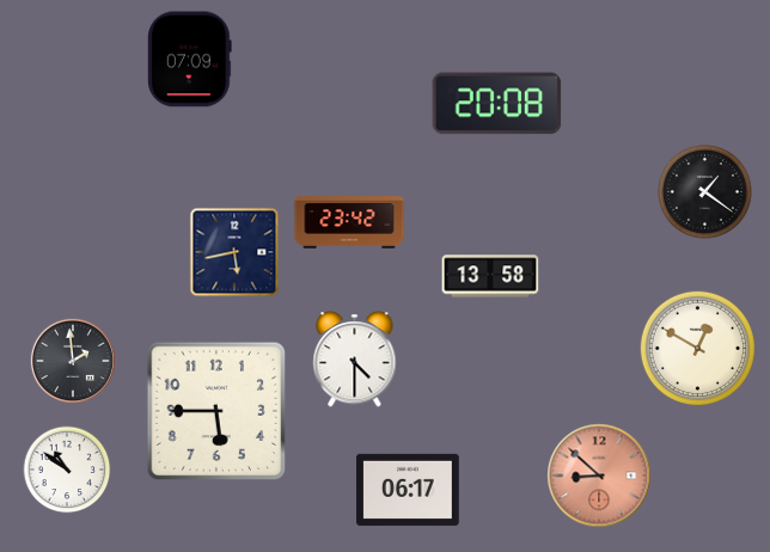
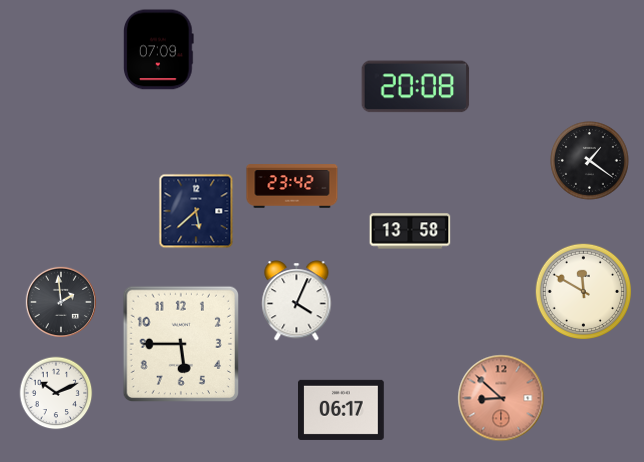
clock at (234, 252): 5:43 -> 5:38
clock at (697, 348): 12:50 -> 11:50
clock at (355, 360): 4:30 -> 4:04
clock at (67, 470): 10:51 -> 10:11
